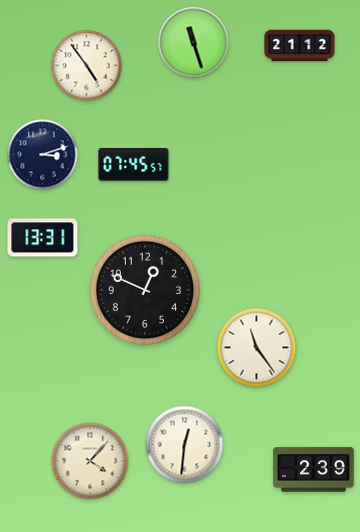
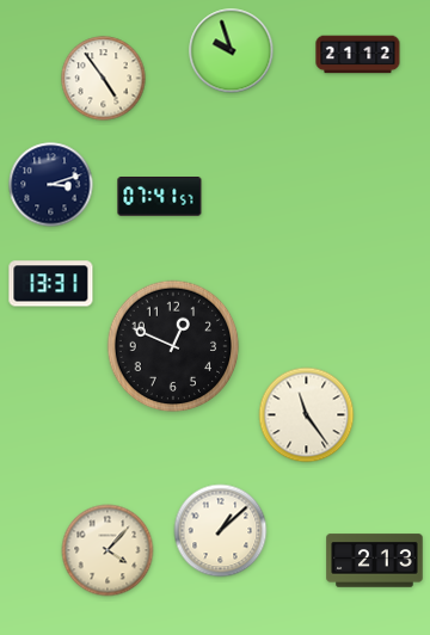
clock at (194, 43): 11:27 -> 9:57
clock at (134, 165): 07:45 -> 07:41
clock at (185, 445): 12:31 -> 1:08
clock at (314, 470): 2:39 -> 2:13
